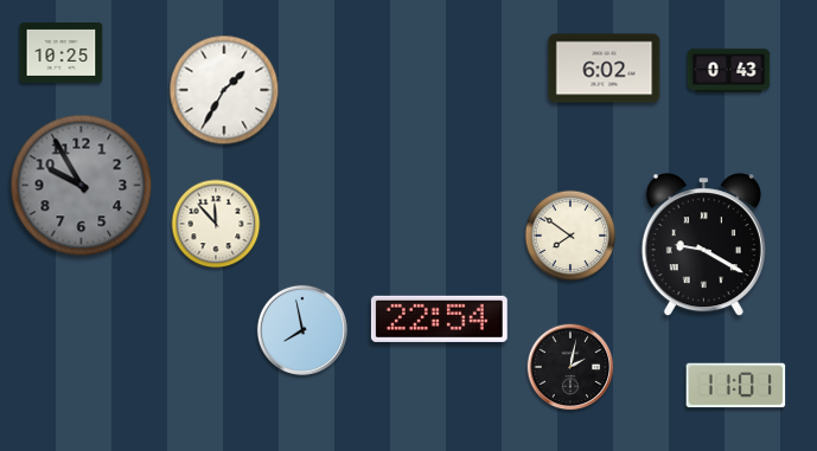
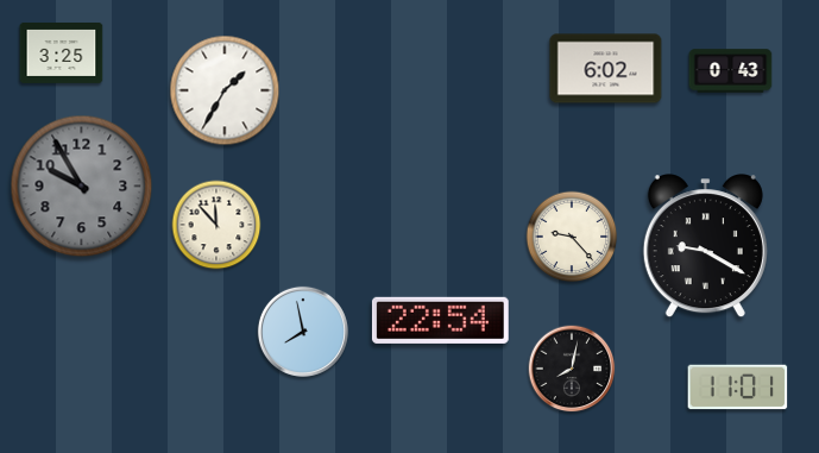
clock at (62, 52): 10:25 -> 3:25
clock at (570, 236): 7:51 -> 9:23
clock at (570, 367): 2:02 -> 8:02
